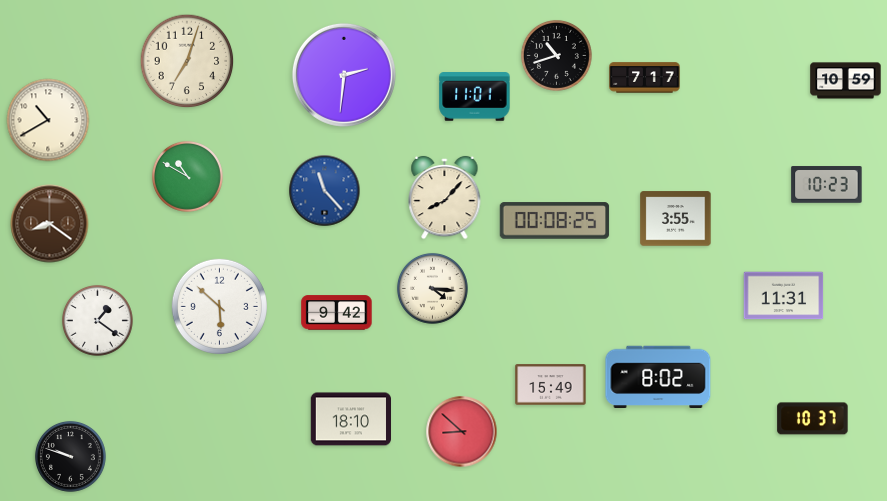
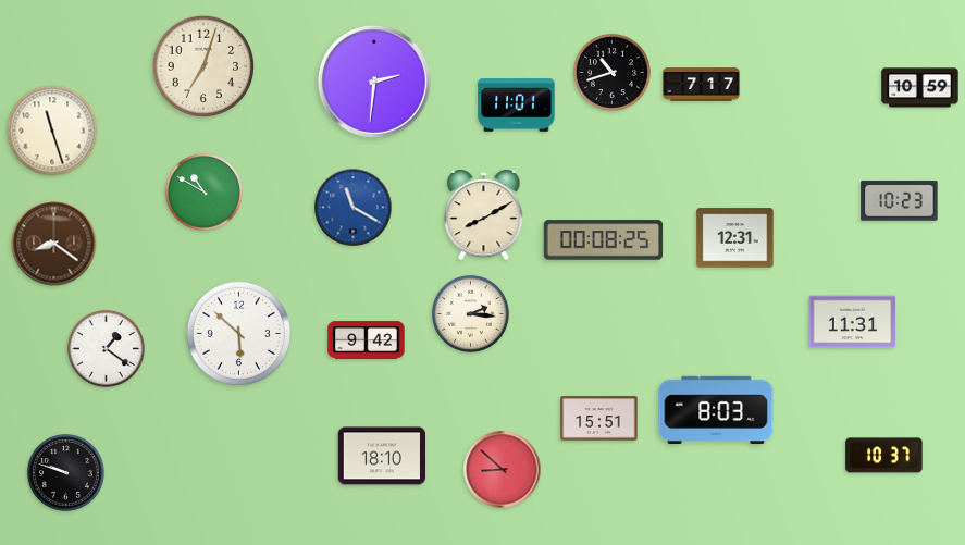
clock at (556, 55) position: (556, 55) -> (611, 72)
clock at (48, 120): 10:40 -> 11:27
clock at (325, 191): 11:23 -> 11:20
clock at (445, 198): 8:07 -> 8:10
clock at (676, 219): 3:55 -> 12:31
clock at (432, 288): 4:16 -> 2:16
clock at (658, 377): 8:02 -> 8:03
clock at (551, 385): 15:49 -> 15:51
clock at (70, 456) position: (70, 456) -> (65, 472)
